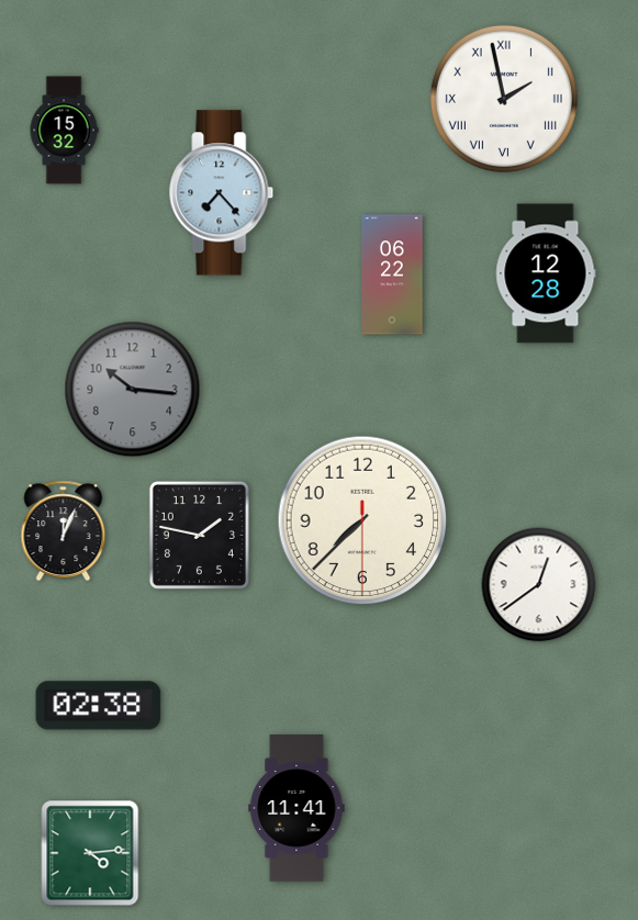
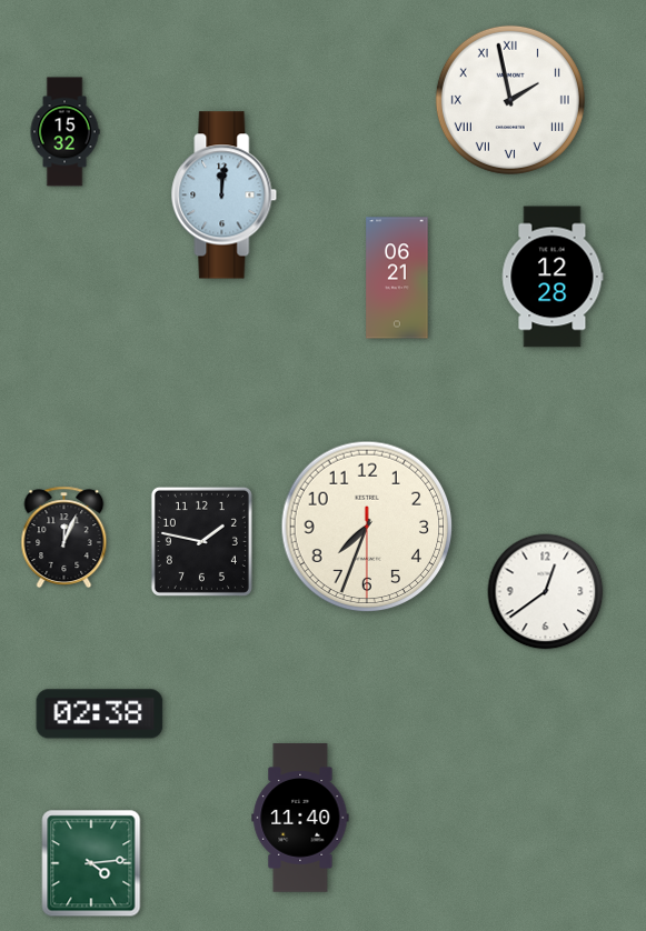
clock at (222, 193): 7:23 -> 12:01
clock at (392, 274): 06:22 -> 06:21
clock at (133, 390): 10:16 -> none
clock at (362, 520): 7:37 -> 7:33
clock at (296, 808): 11:41 -> 11:40
